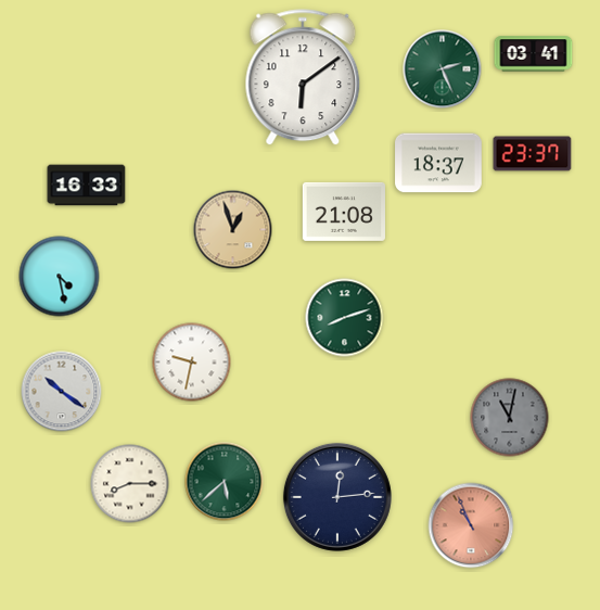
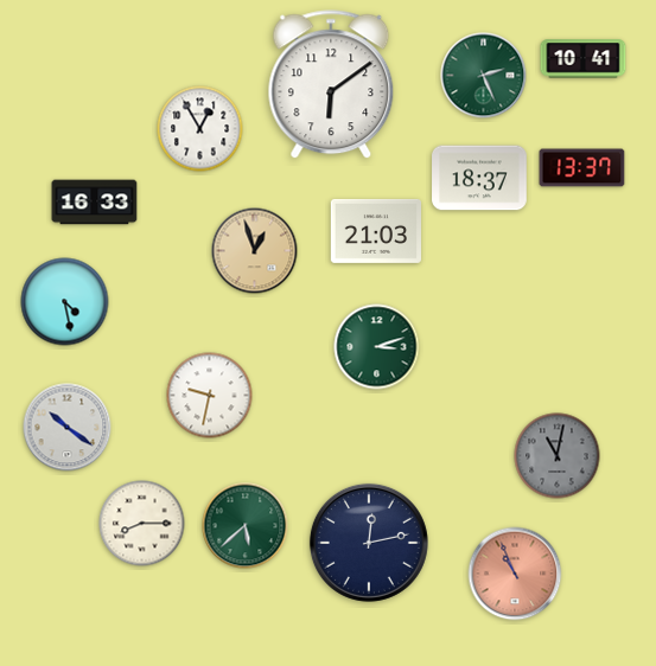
clock at (534, 54): 03:41 -> 10:41
clock at (200, 129): none -> 12:55
clock at (533, 154): 23:37 -> 13:37
clock at (344, 212): 21:08 -> 21:03
clock at (345, 318): 8:12 -> 3:12
clock at (130, 484) position: (130, 484) -> (142, 524)
clock at (337, 497): 12:14 -> 12:13
